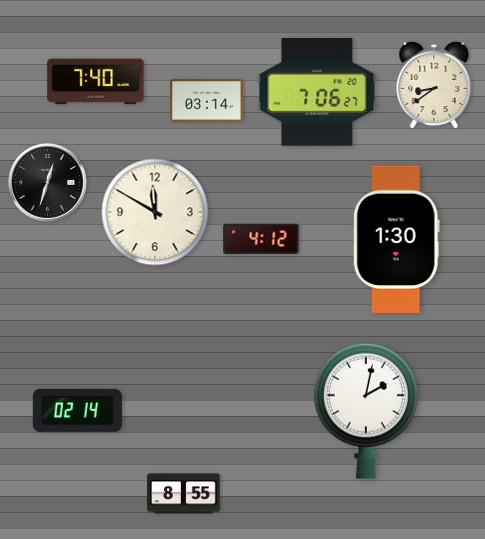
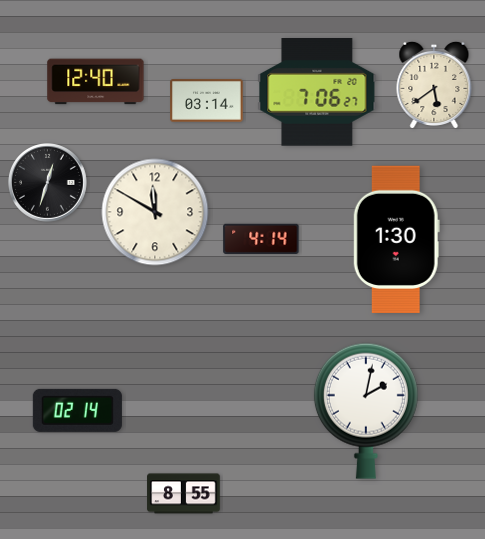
clock at (96, 82): 7:40 -> 12:40
clock at (434, 84): 8:39 -> 5:39
clock at (261, 239): 4:12 -> 4:14
